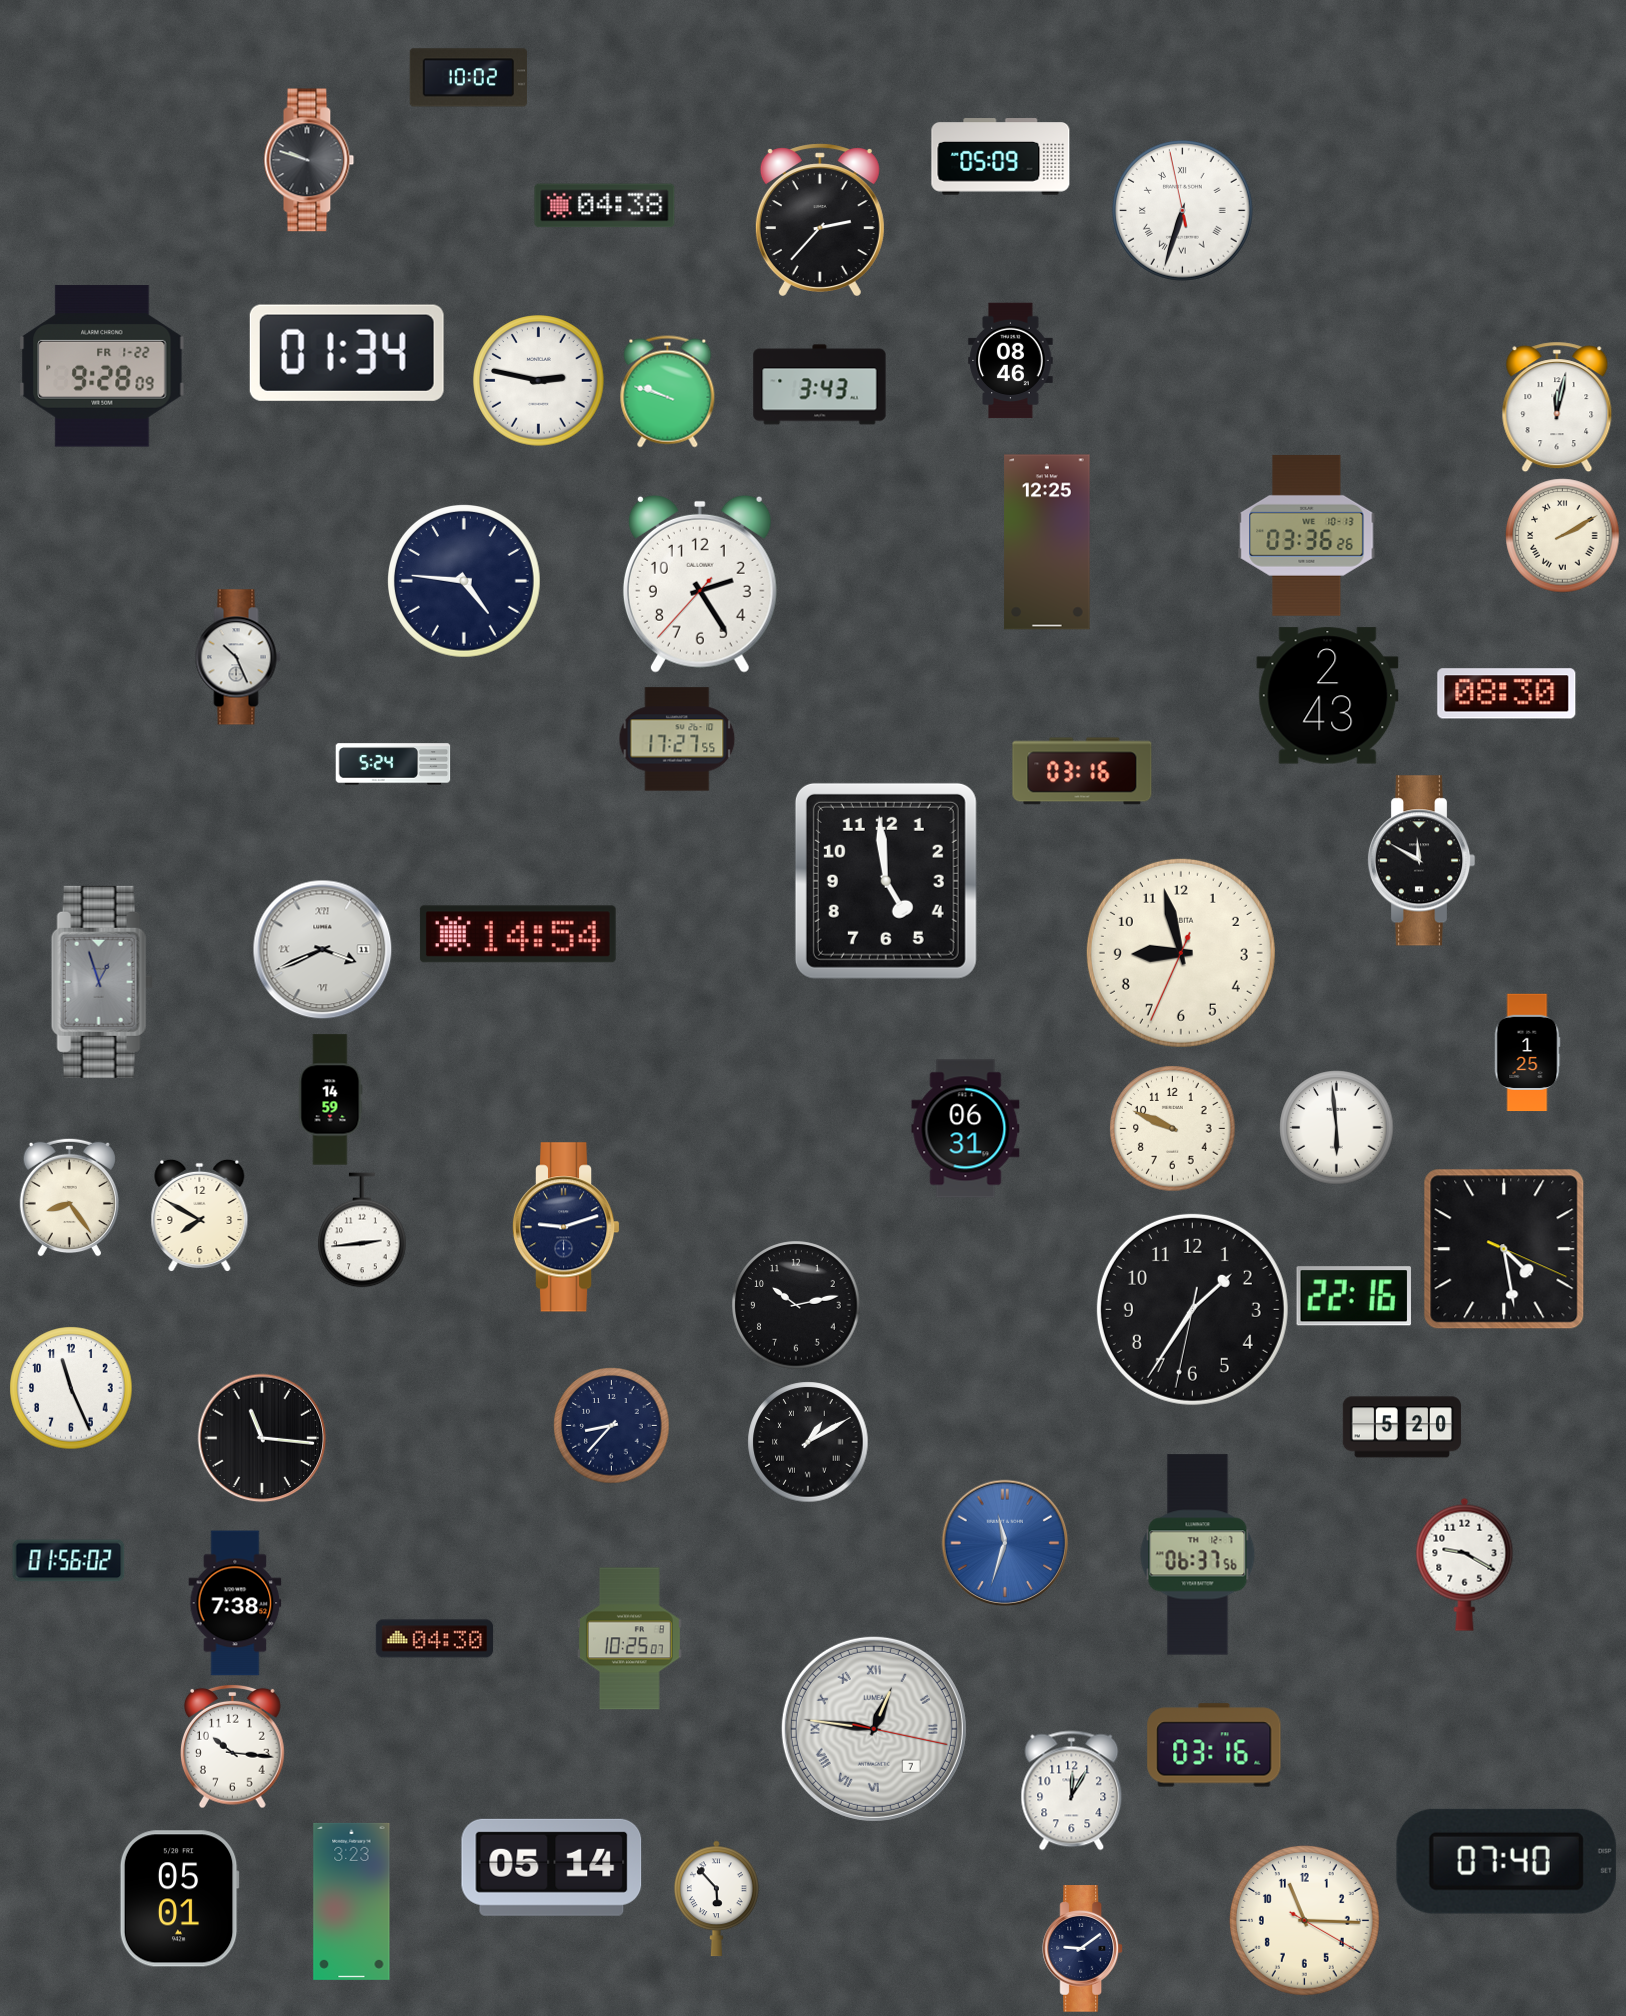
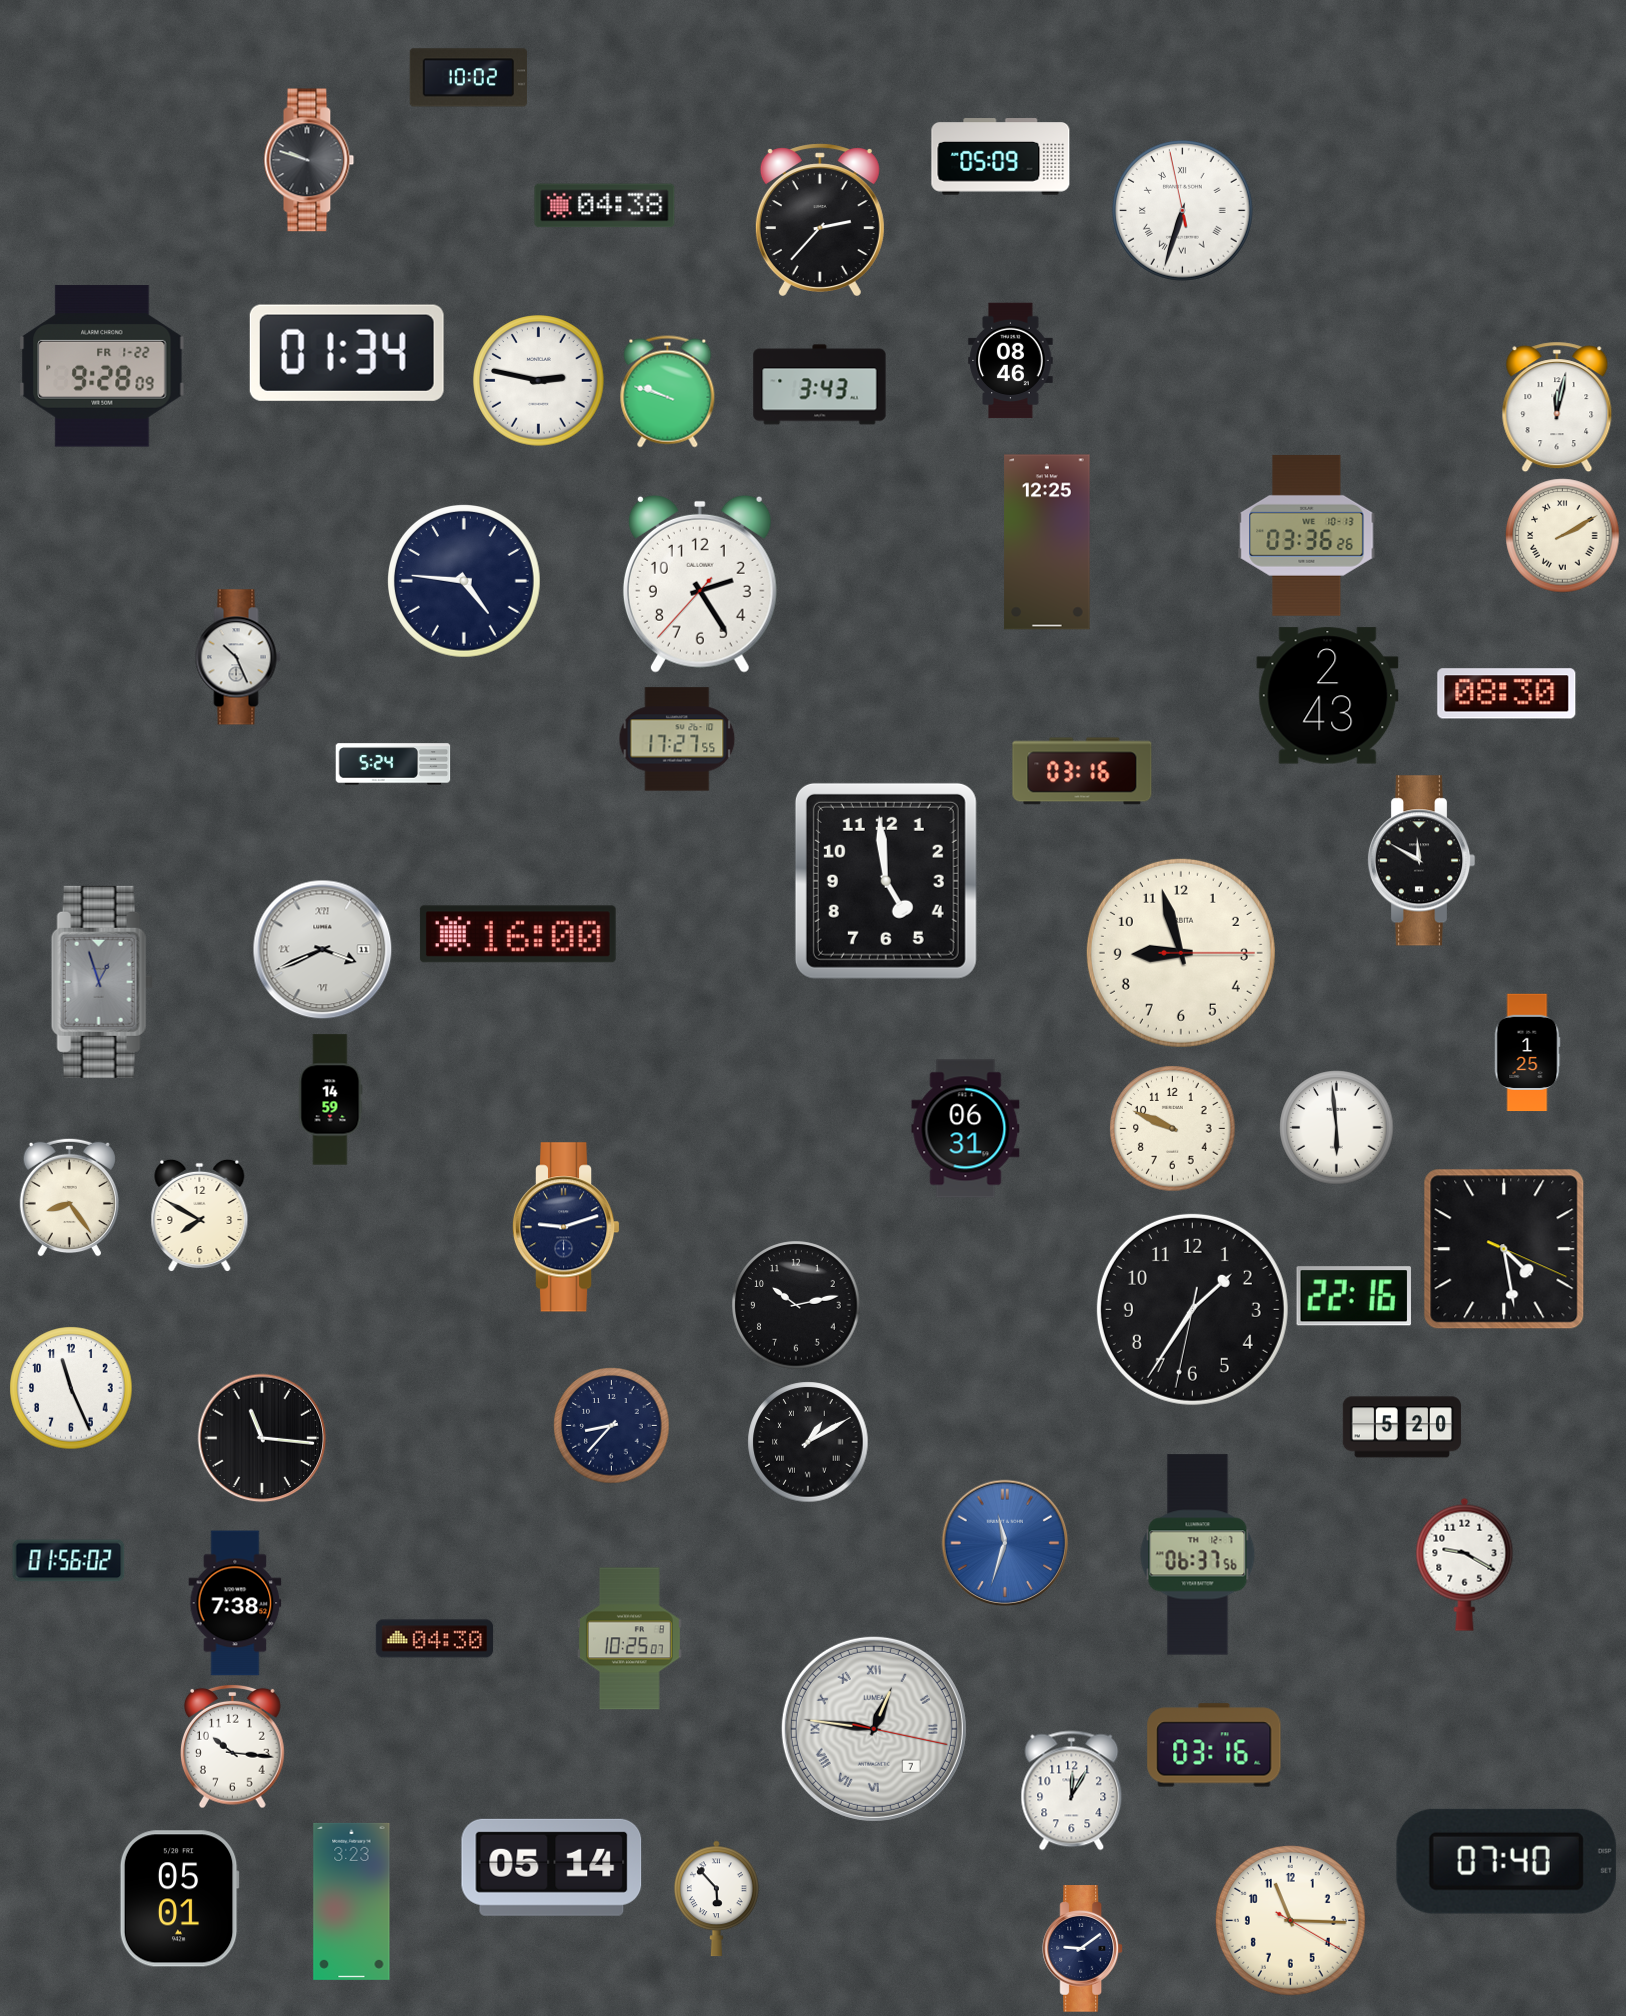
clock at (518, 934): 14:54 -> 16:00
clock at (1181, 953): 8:57:34 -> 8:57:15
clock at (362, 1230): 2:44 -> none
clock at (1305, 1921) position: (1305, 1921) -> (1291, 1921)
